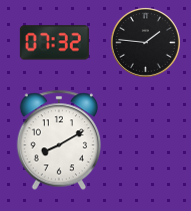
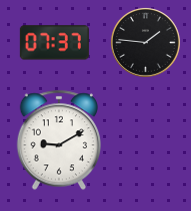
clock at (54, 43): 07:32 -> 07:37
clock at (58, 140): 8:10 -> 9:10
